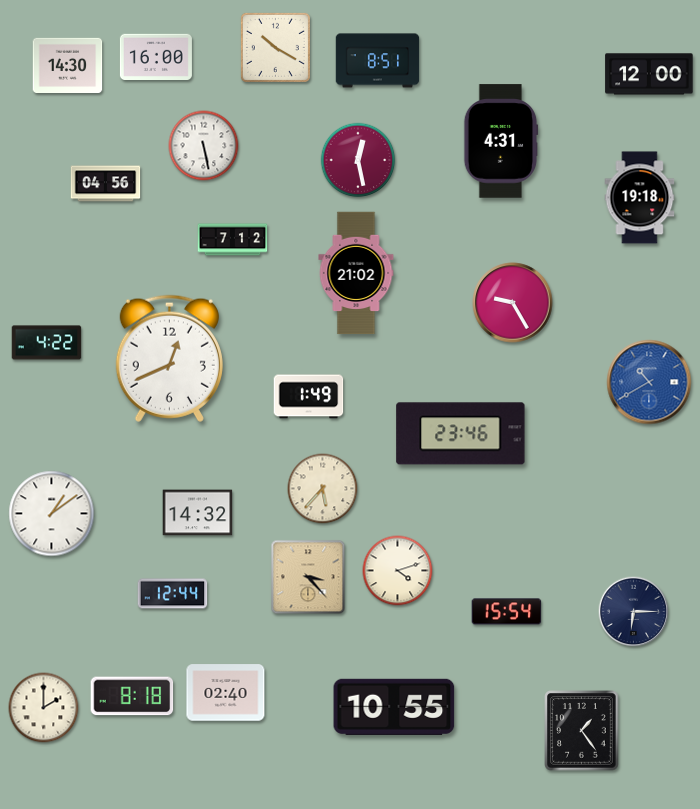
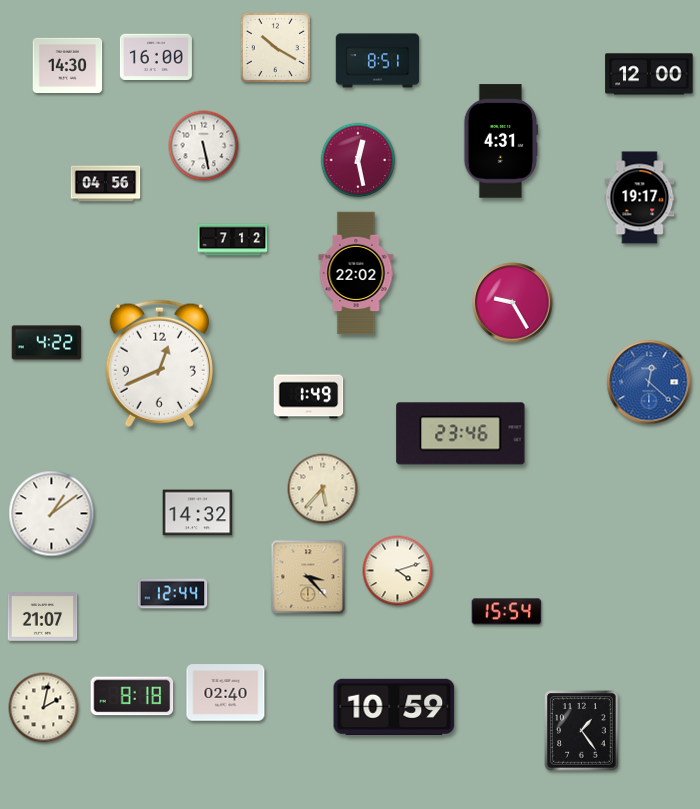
clock at (640, 198): 19:18 -> 19:17
clock at (356, 273): 21:02 -> 22:02
clock at (169, 358) position: (169, 358) -> (159, 363)
clock at (649, 382): 10:40 -> 12:22
clock at (634, 612): 6:15 -> none
clock at (43, 617): none -> 21:07
clock at (394, 707): 10:55 -> 10:59
clock at (44, 708): 2:00 -> 2:02
